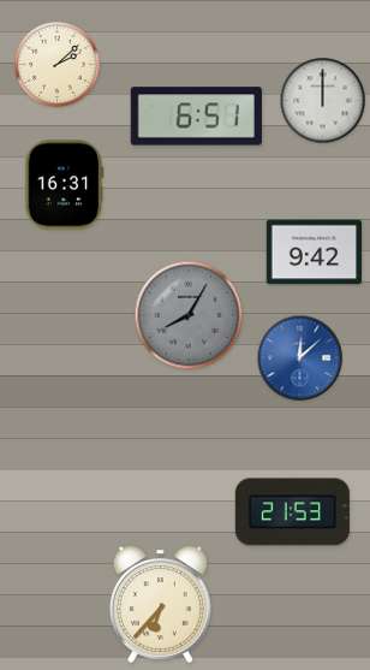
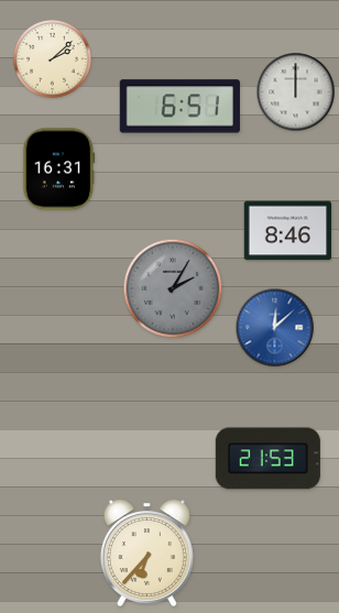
clock at (315, 253): 9:42 -> 8:46
clock at (189, 315): 8:05 -> 2:05
clock at (292, 512) position: (292, 512) -> (267, 459)
